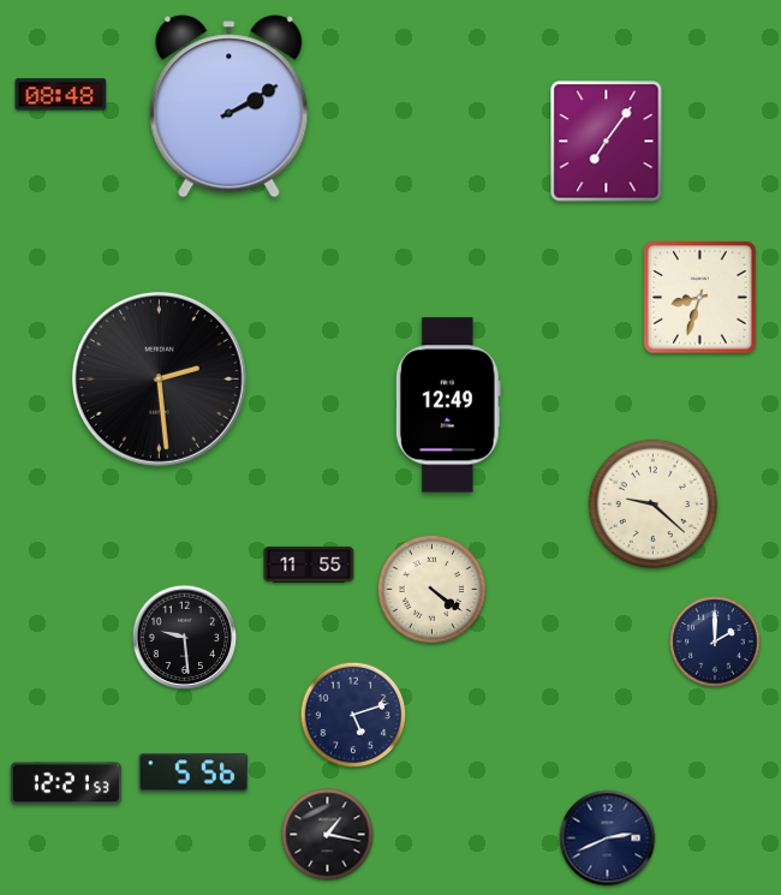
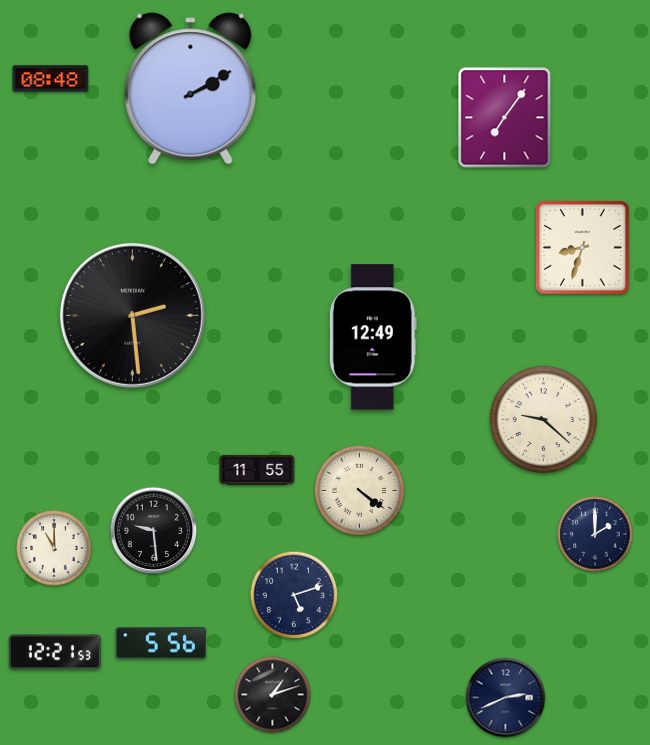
clock at (54, 548): none -> 11:00
clock at (328, 835): 1:17 -> 1:12
